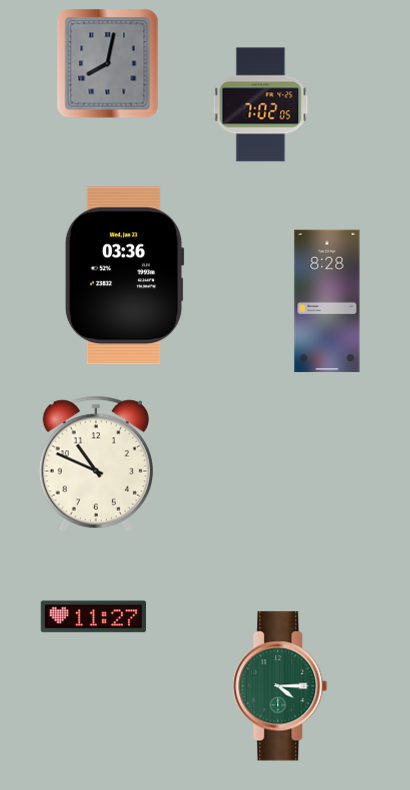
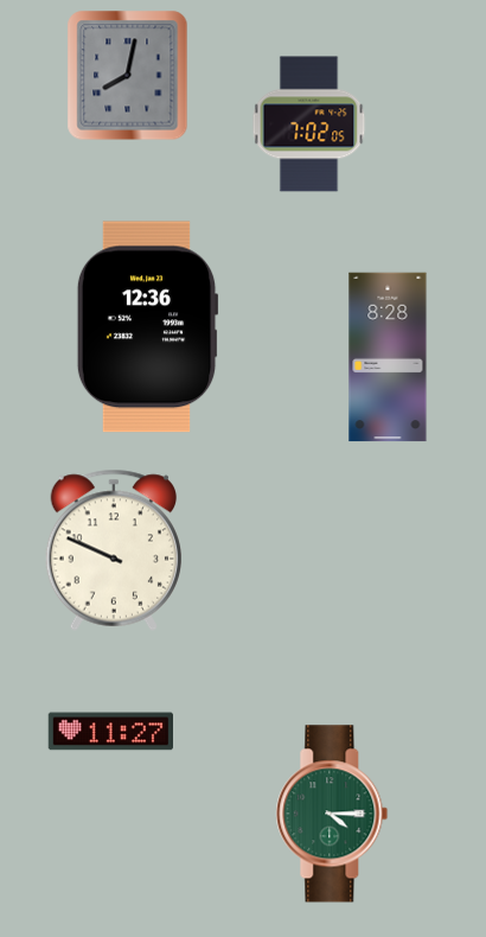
clock at (124, 276): 03:36 -> 12:36
clock at (95, 464): 10:49 -> 9:49
